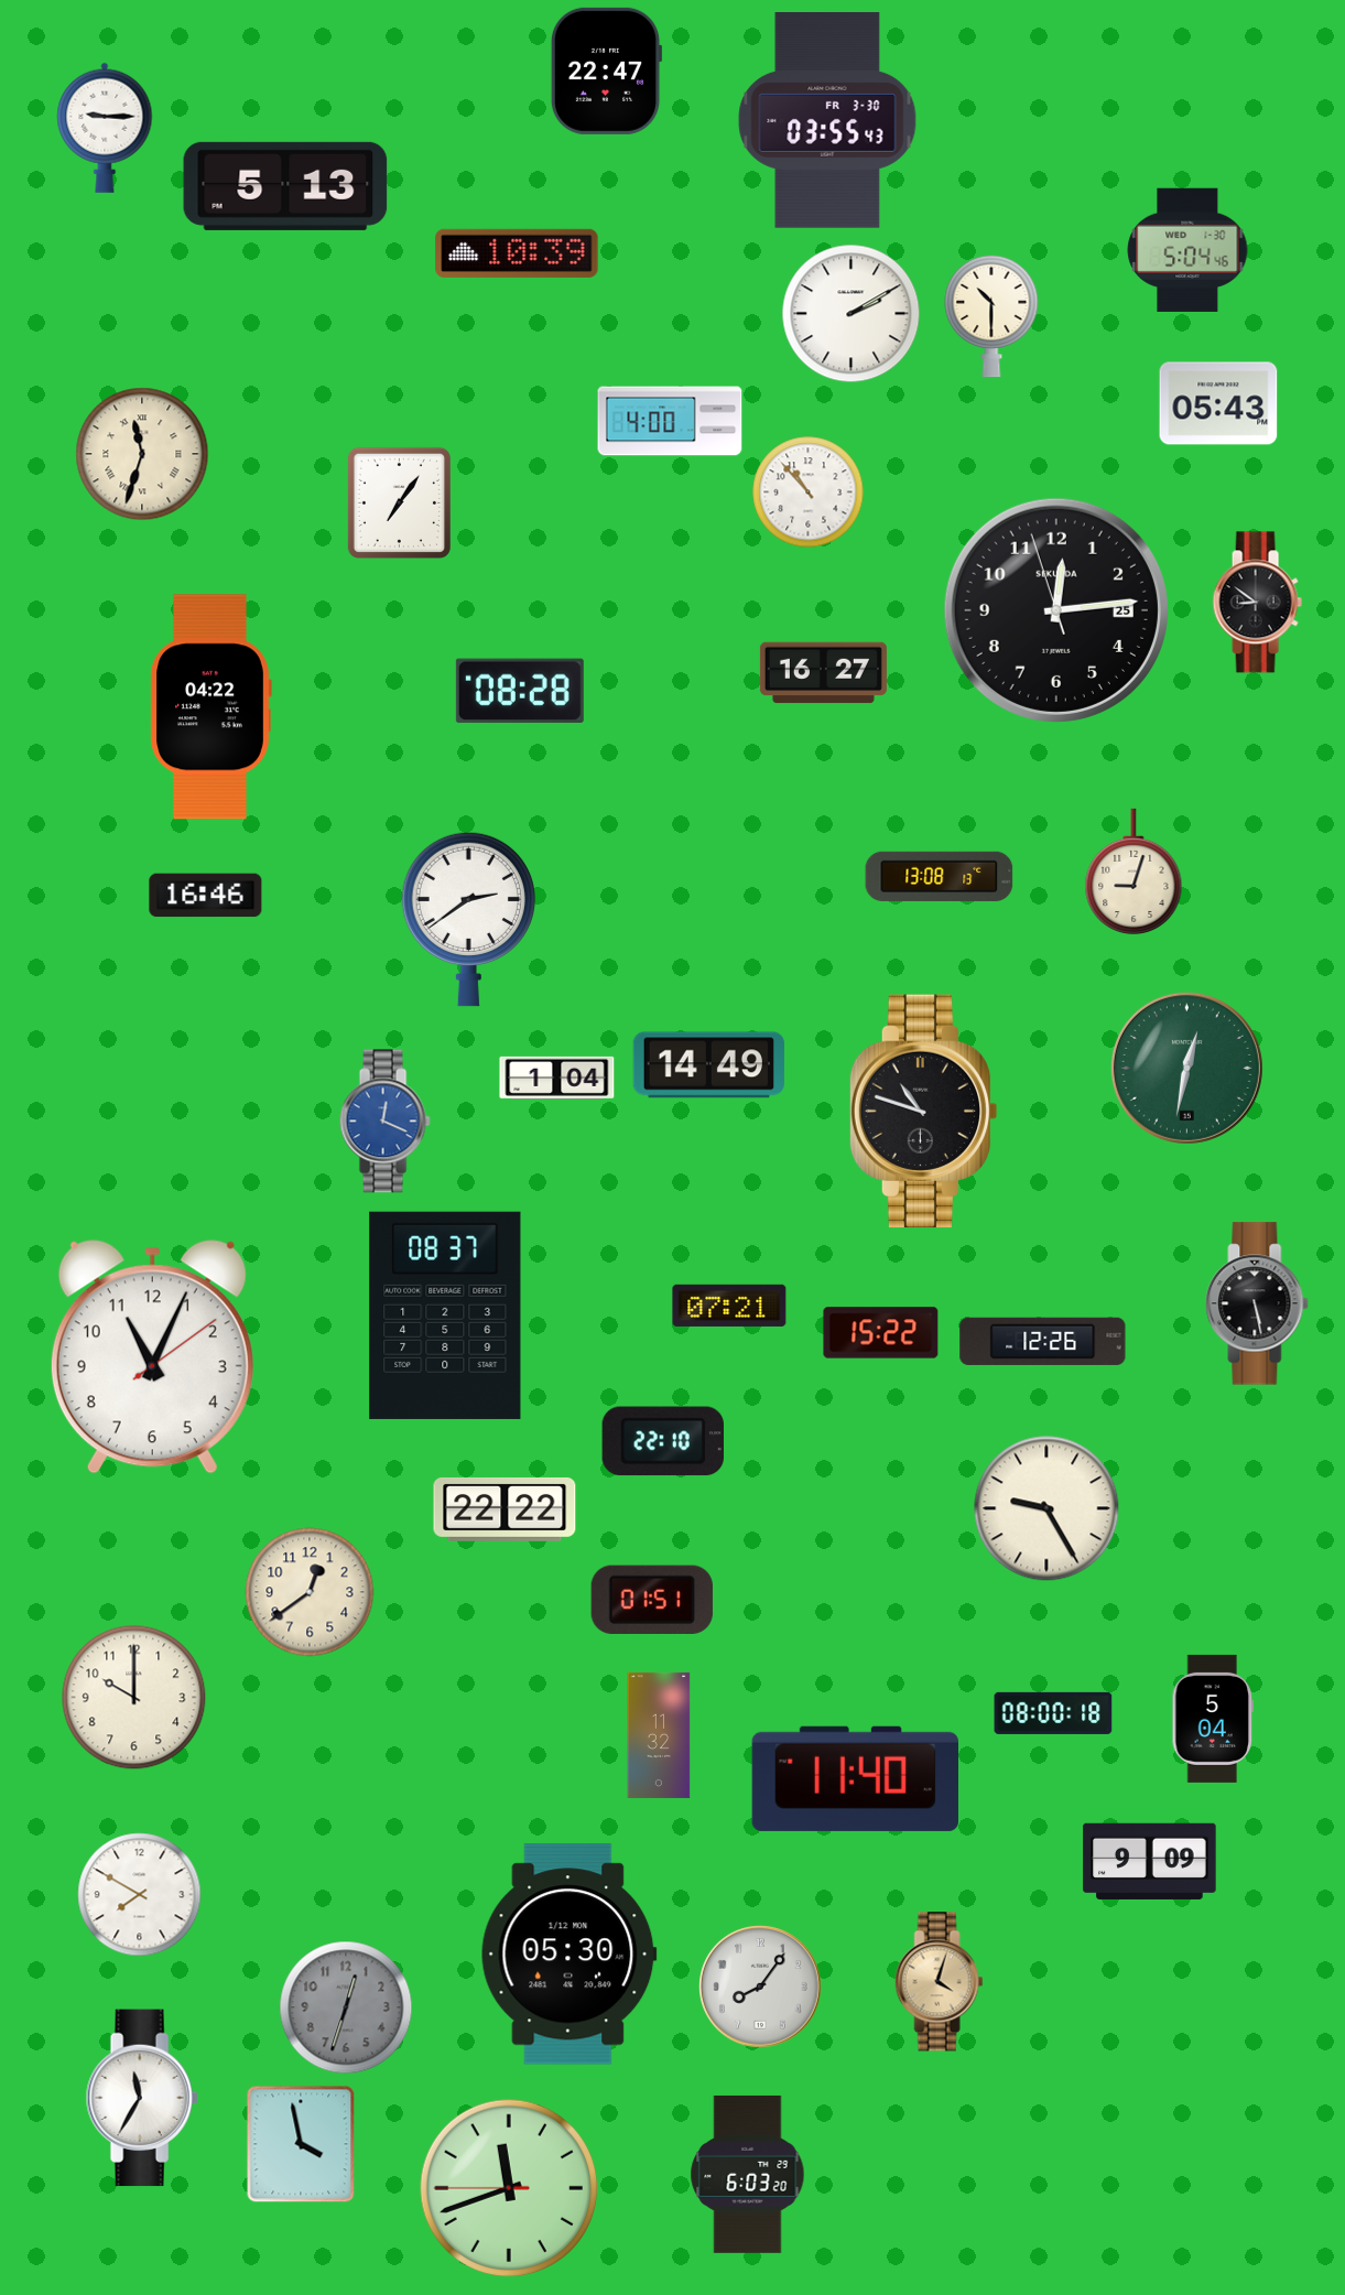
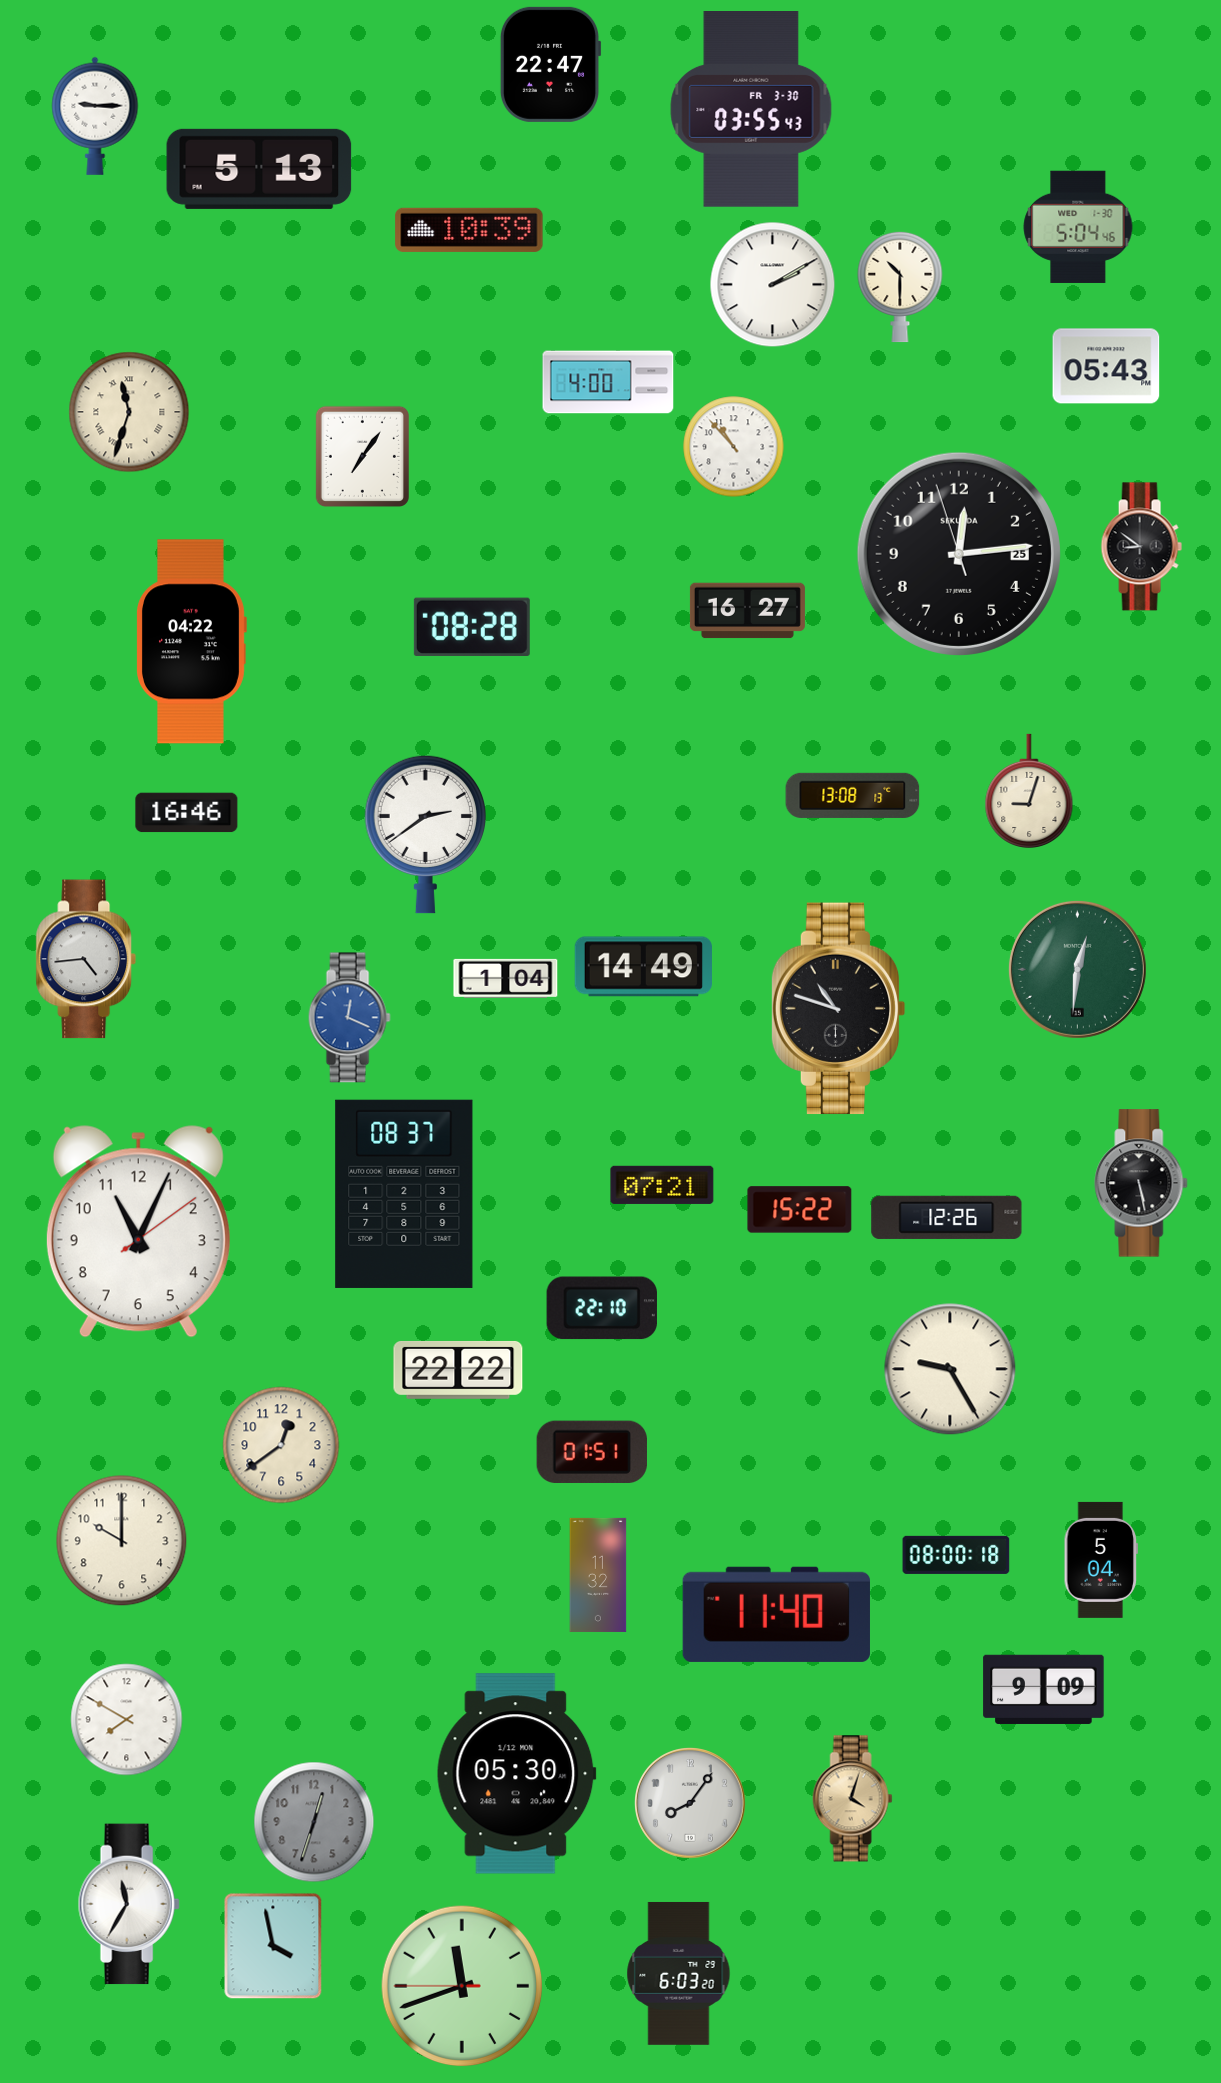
clock at (86, 959): none -> 4:44
clock at (1186, 1068): 12:32 -> 12:31
